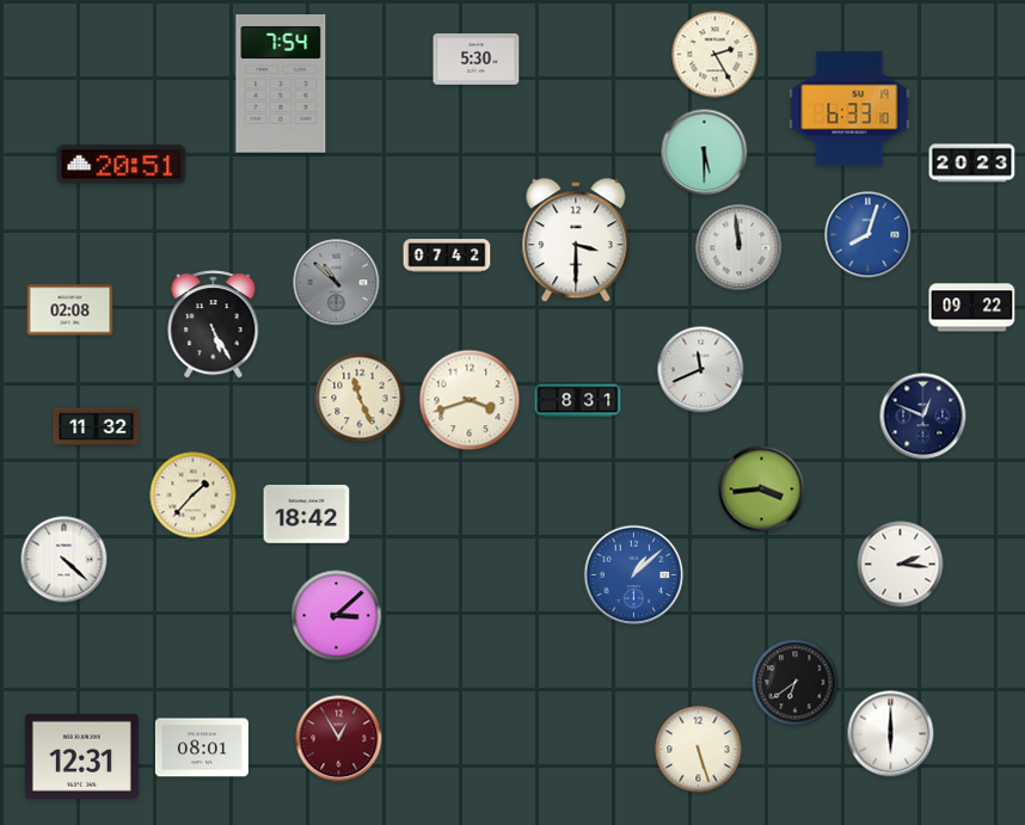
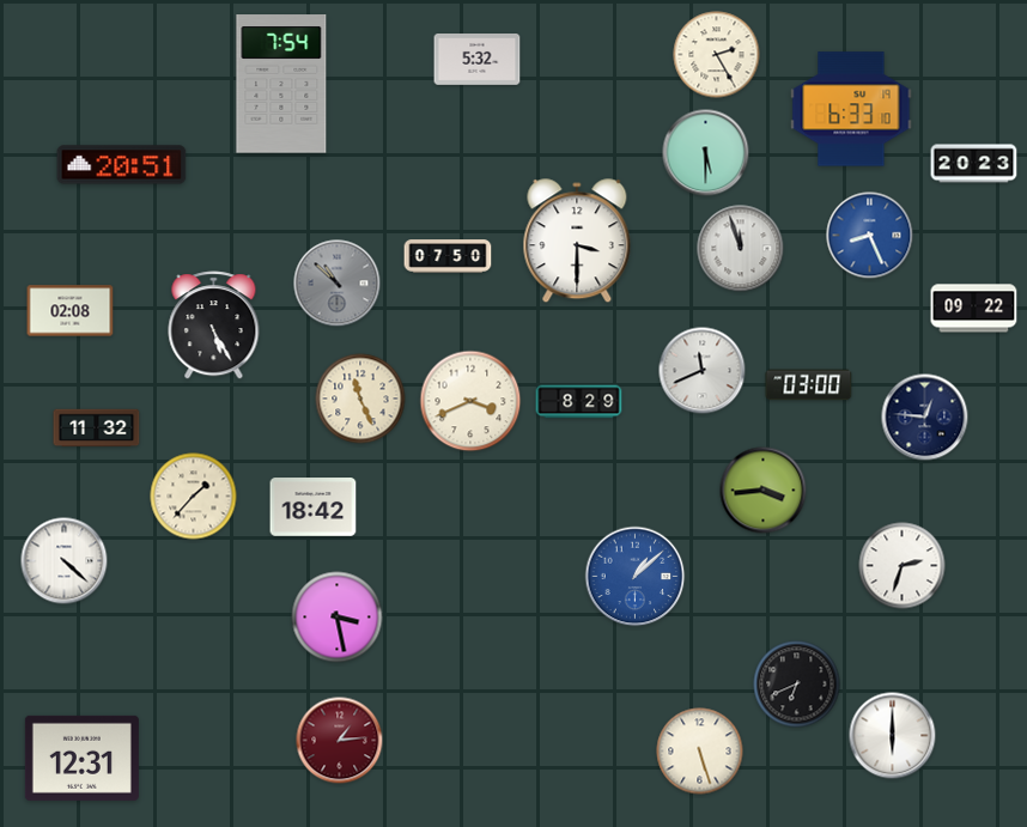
clock at (477, 60): 5:30 -> 5:32
clock at (869, 235): 8:03 -> 8:26
clock at (739, 248): 11:59 -> 11:57
clock at (447, 255): 07:42 -> 07:50
clock at (809, 385): none -> 03:00
clock at (469, 400): 3:42 -> 3:41
clock at (578, 401): 8:31 -> 8:29
clock at (923, 417): 12:49 -> 12:46
clock at (307, 515) position: (307, 515) -> (314, 507)
clock at (901, 565): 2:16 -> 2:33
clock at (337, 616): 3:08 -> 3:28
clock at (796, 683): 6:39 -> 6:41
clock at (339, 739): 12:55 -> 1:14
clock at (202, 747): 08:01 -> none
